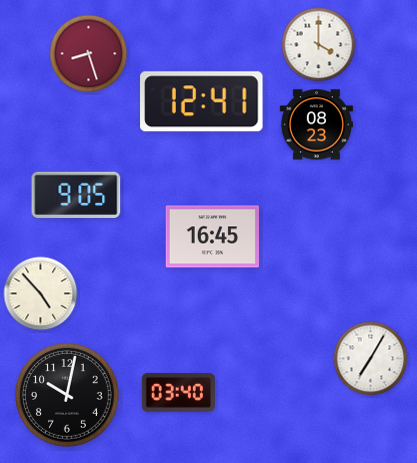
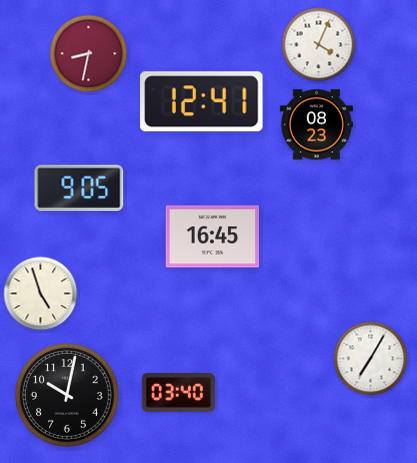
clock at (319, 45): 4:00 -> 4:04
clock at (89, 54): 8:27 -> 8:32
clock at (76, 195) position: (76, 195) -> (79, 188)
clock at (41, 294): 4:53 -> 4:57
